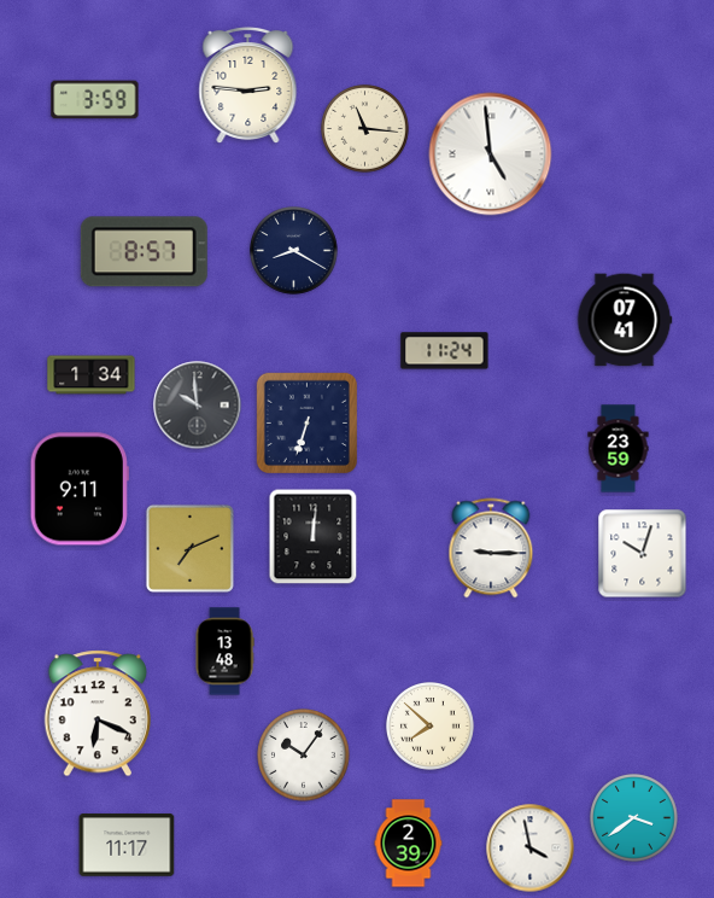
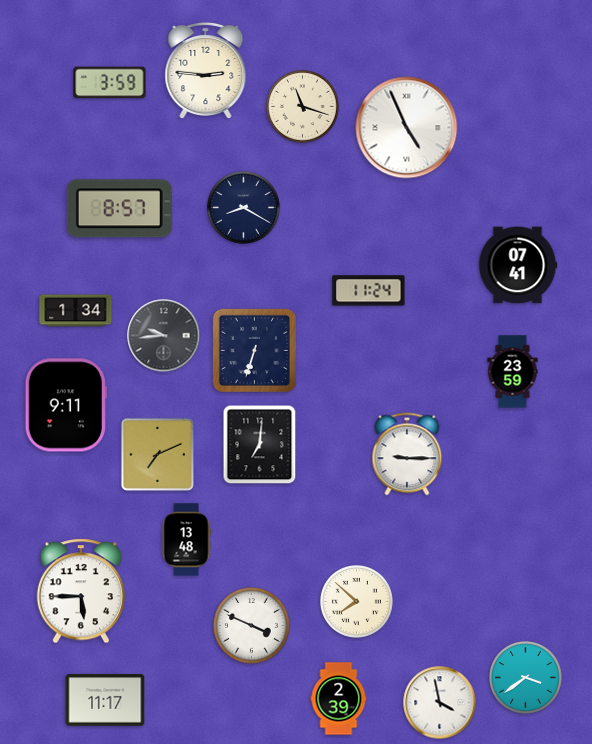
clock at (95, 100) position: (95, 100) -> (110, 83)
clock at (365, 129): 11:16 -> 11:18
clock at (491, 154): 4:59 -> 4:56
clock at (198, 406): 9:59 -> 9:44
clock at (314, 537): 12:01 -> 7:01
clock at (643, 554): 10:03 -> none
clock at (98, 713): 6:19 -> 5:45
clock at (304, 756): 10:06 -> 3:49
